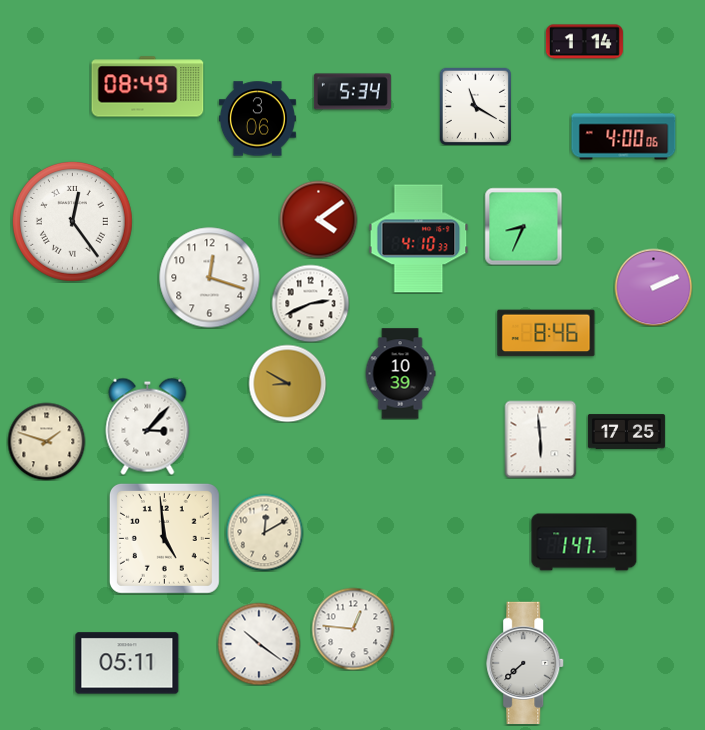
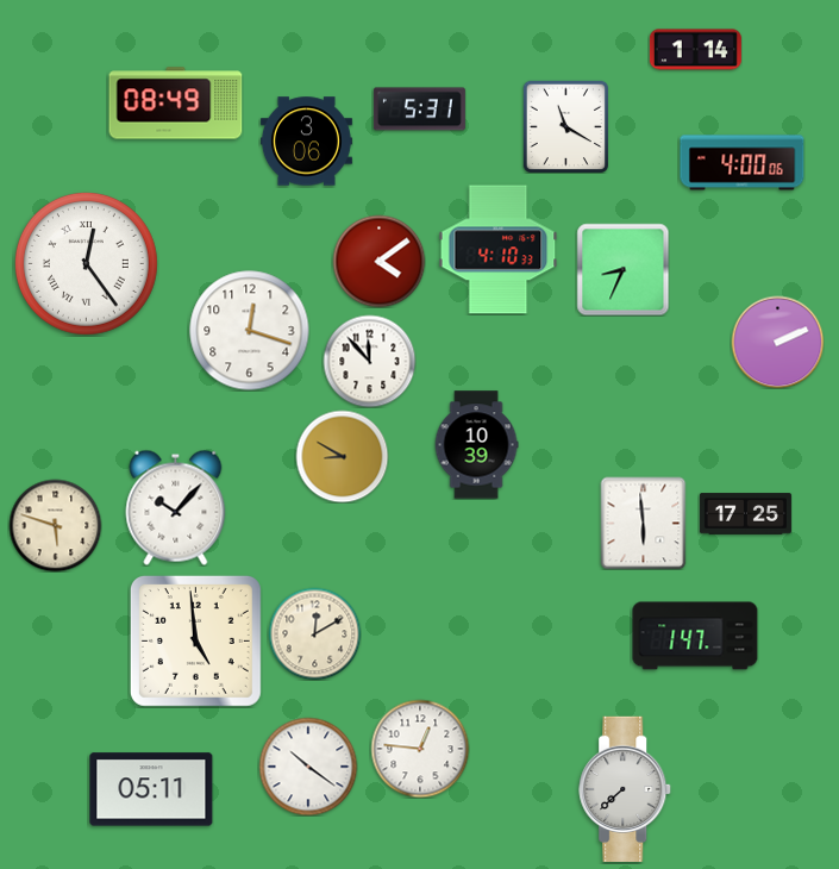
clock at (352, 92): 5:34 -> 5:31
clock at (419, 239) position: (419, 239) -> (499, 250)
clock at (310, 303): 2:41 -> 11:53
clock at (546, 333): 8:46 -> none
clock at (148, 426): 3:07 -> 10:07
clock at (46, 441): 1:48 -> 5:48
clock at (584, 542) position: (584, 542) -> (695, 636)
